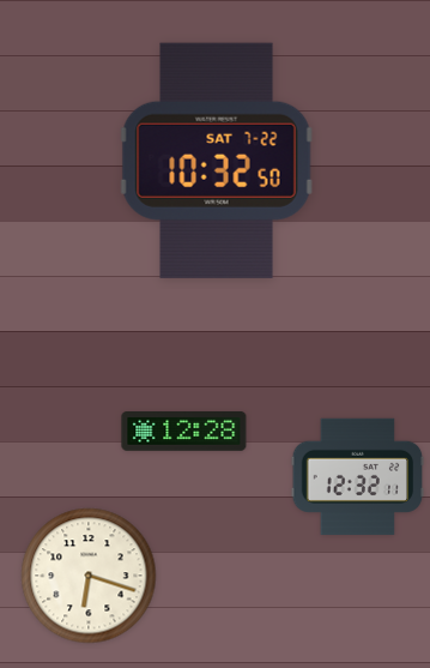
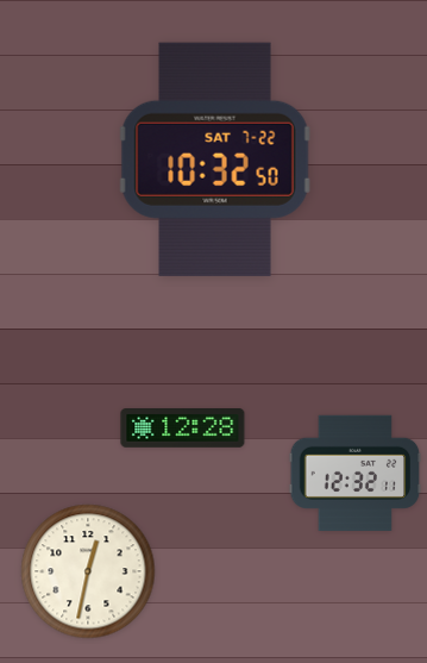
clock at (89, 576): 6:18 -> 12:32
